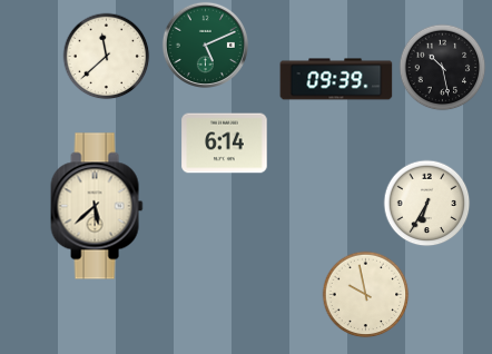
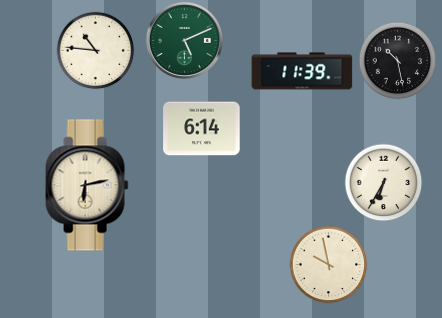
clock at (106, 56): 11:38 -> 10:46
clock at (336, 79): 09:39 -> 11:39
clock at (97, 206): 5:38 -> 6:13
